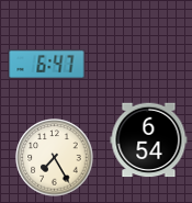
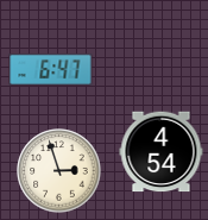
clock at (149, 140): 6:54 -> 4:54
clock at (55, 158): 7:25 -> 2:57
